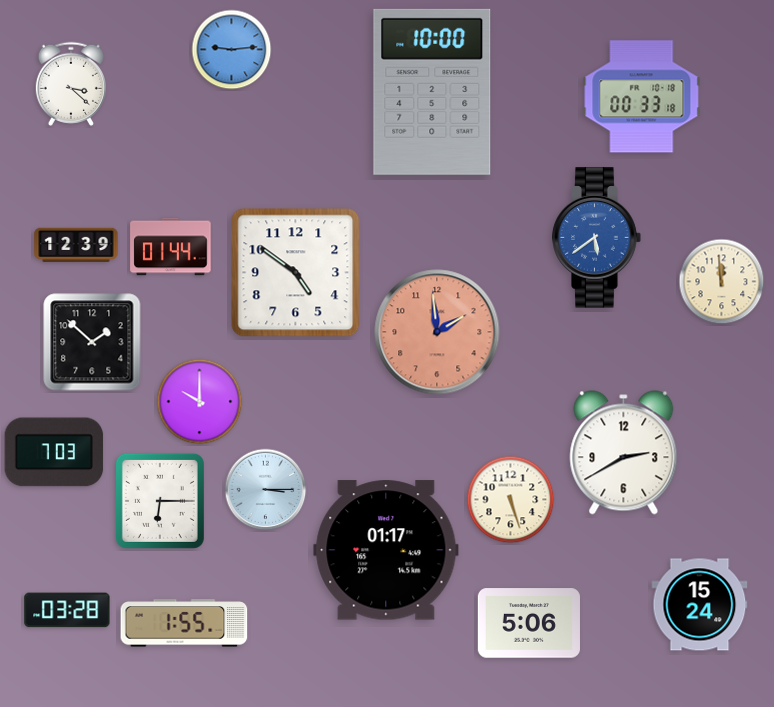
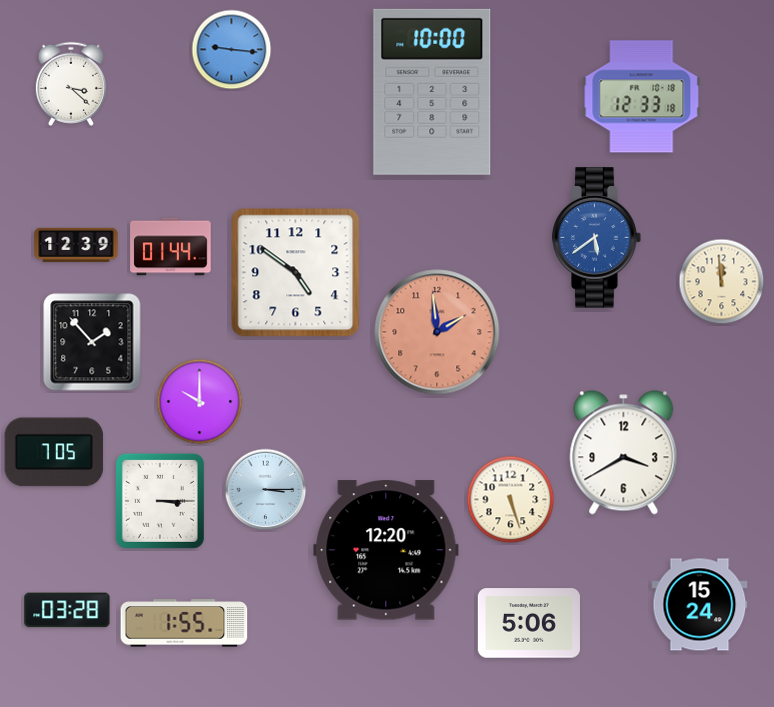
clock at (232, 50): 9:14 -> 9:16
clock at (642, 97): 00:33 -> 12:33
clock at (92, 342): 1:52 -> 1:53
clock at (54, 452): 7:03 -> 7:05
clock at (624, 453): 2:40 -> 3:40
clock at (160, 501): 6:15 -> 3:15
clock at (386, 550): 01:17 -> 12:20
